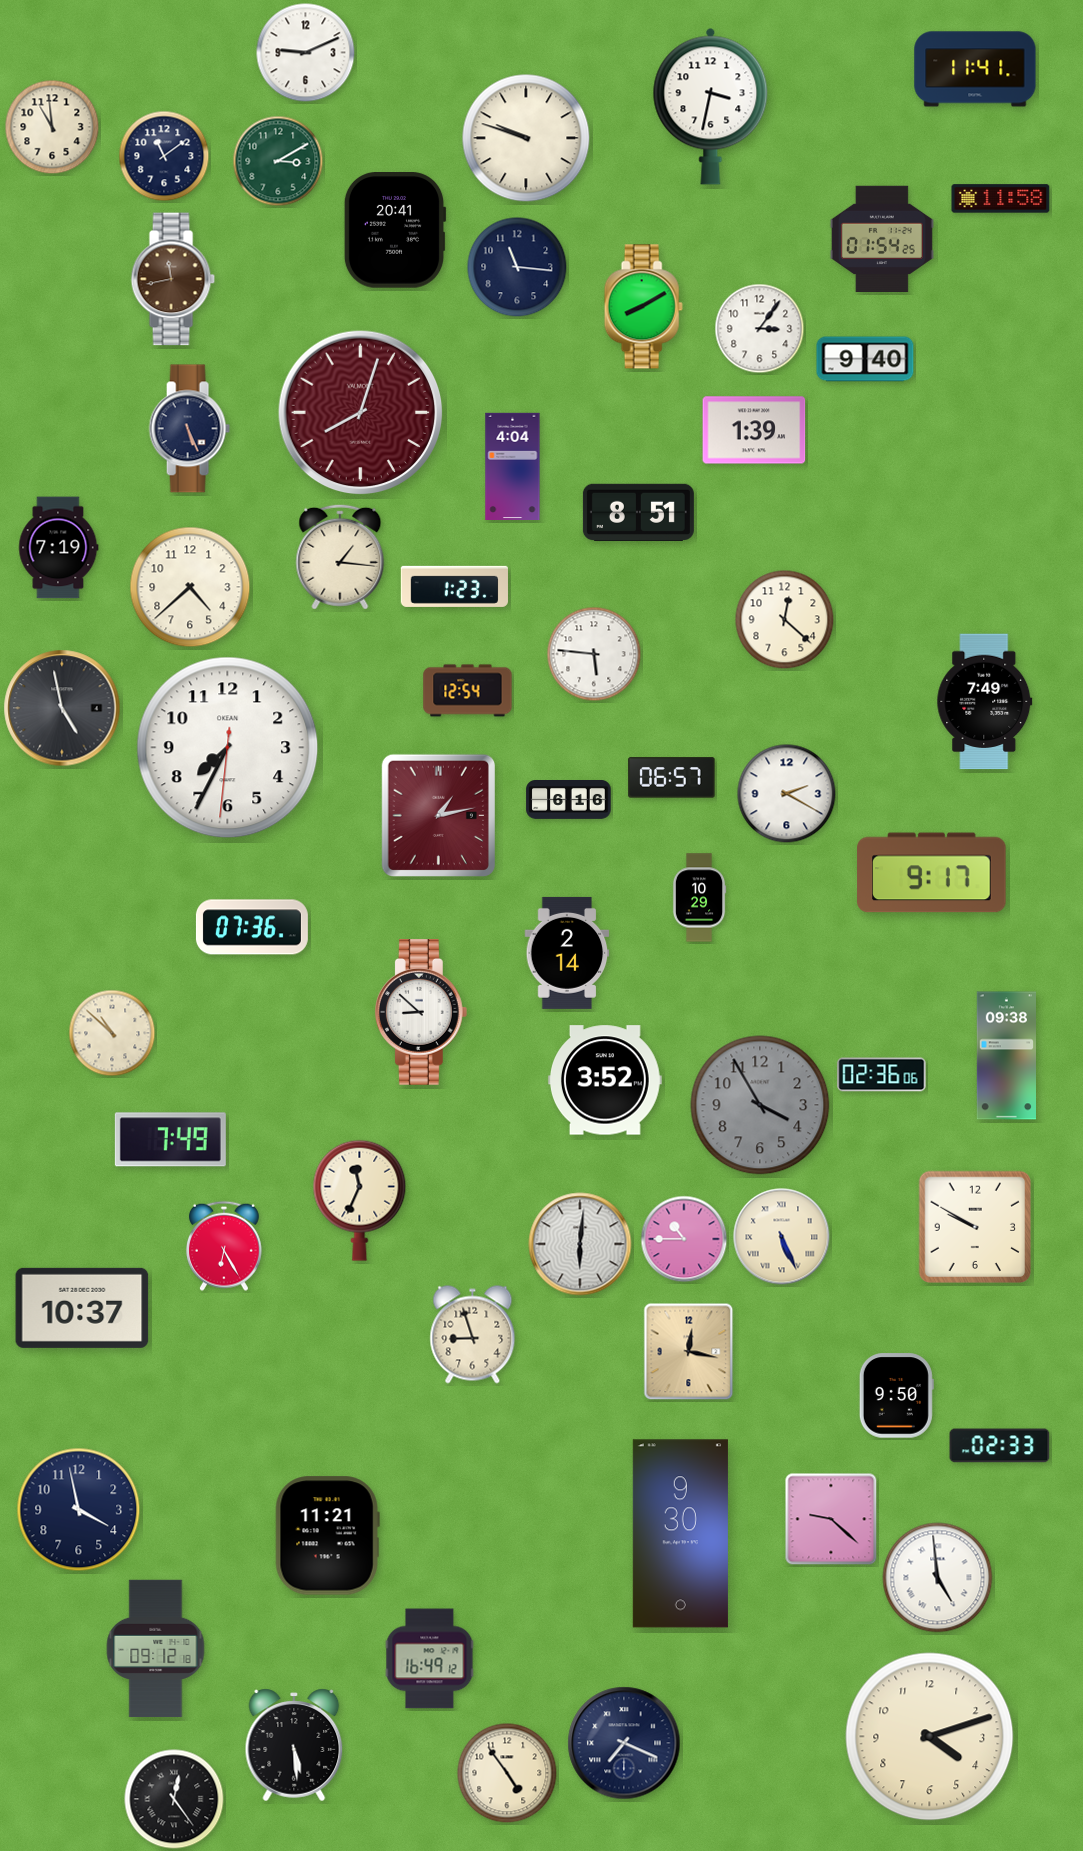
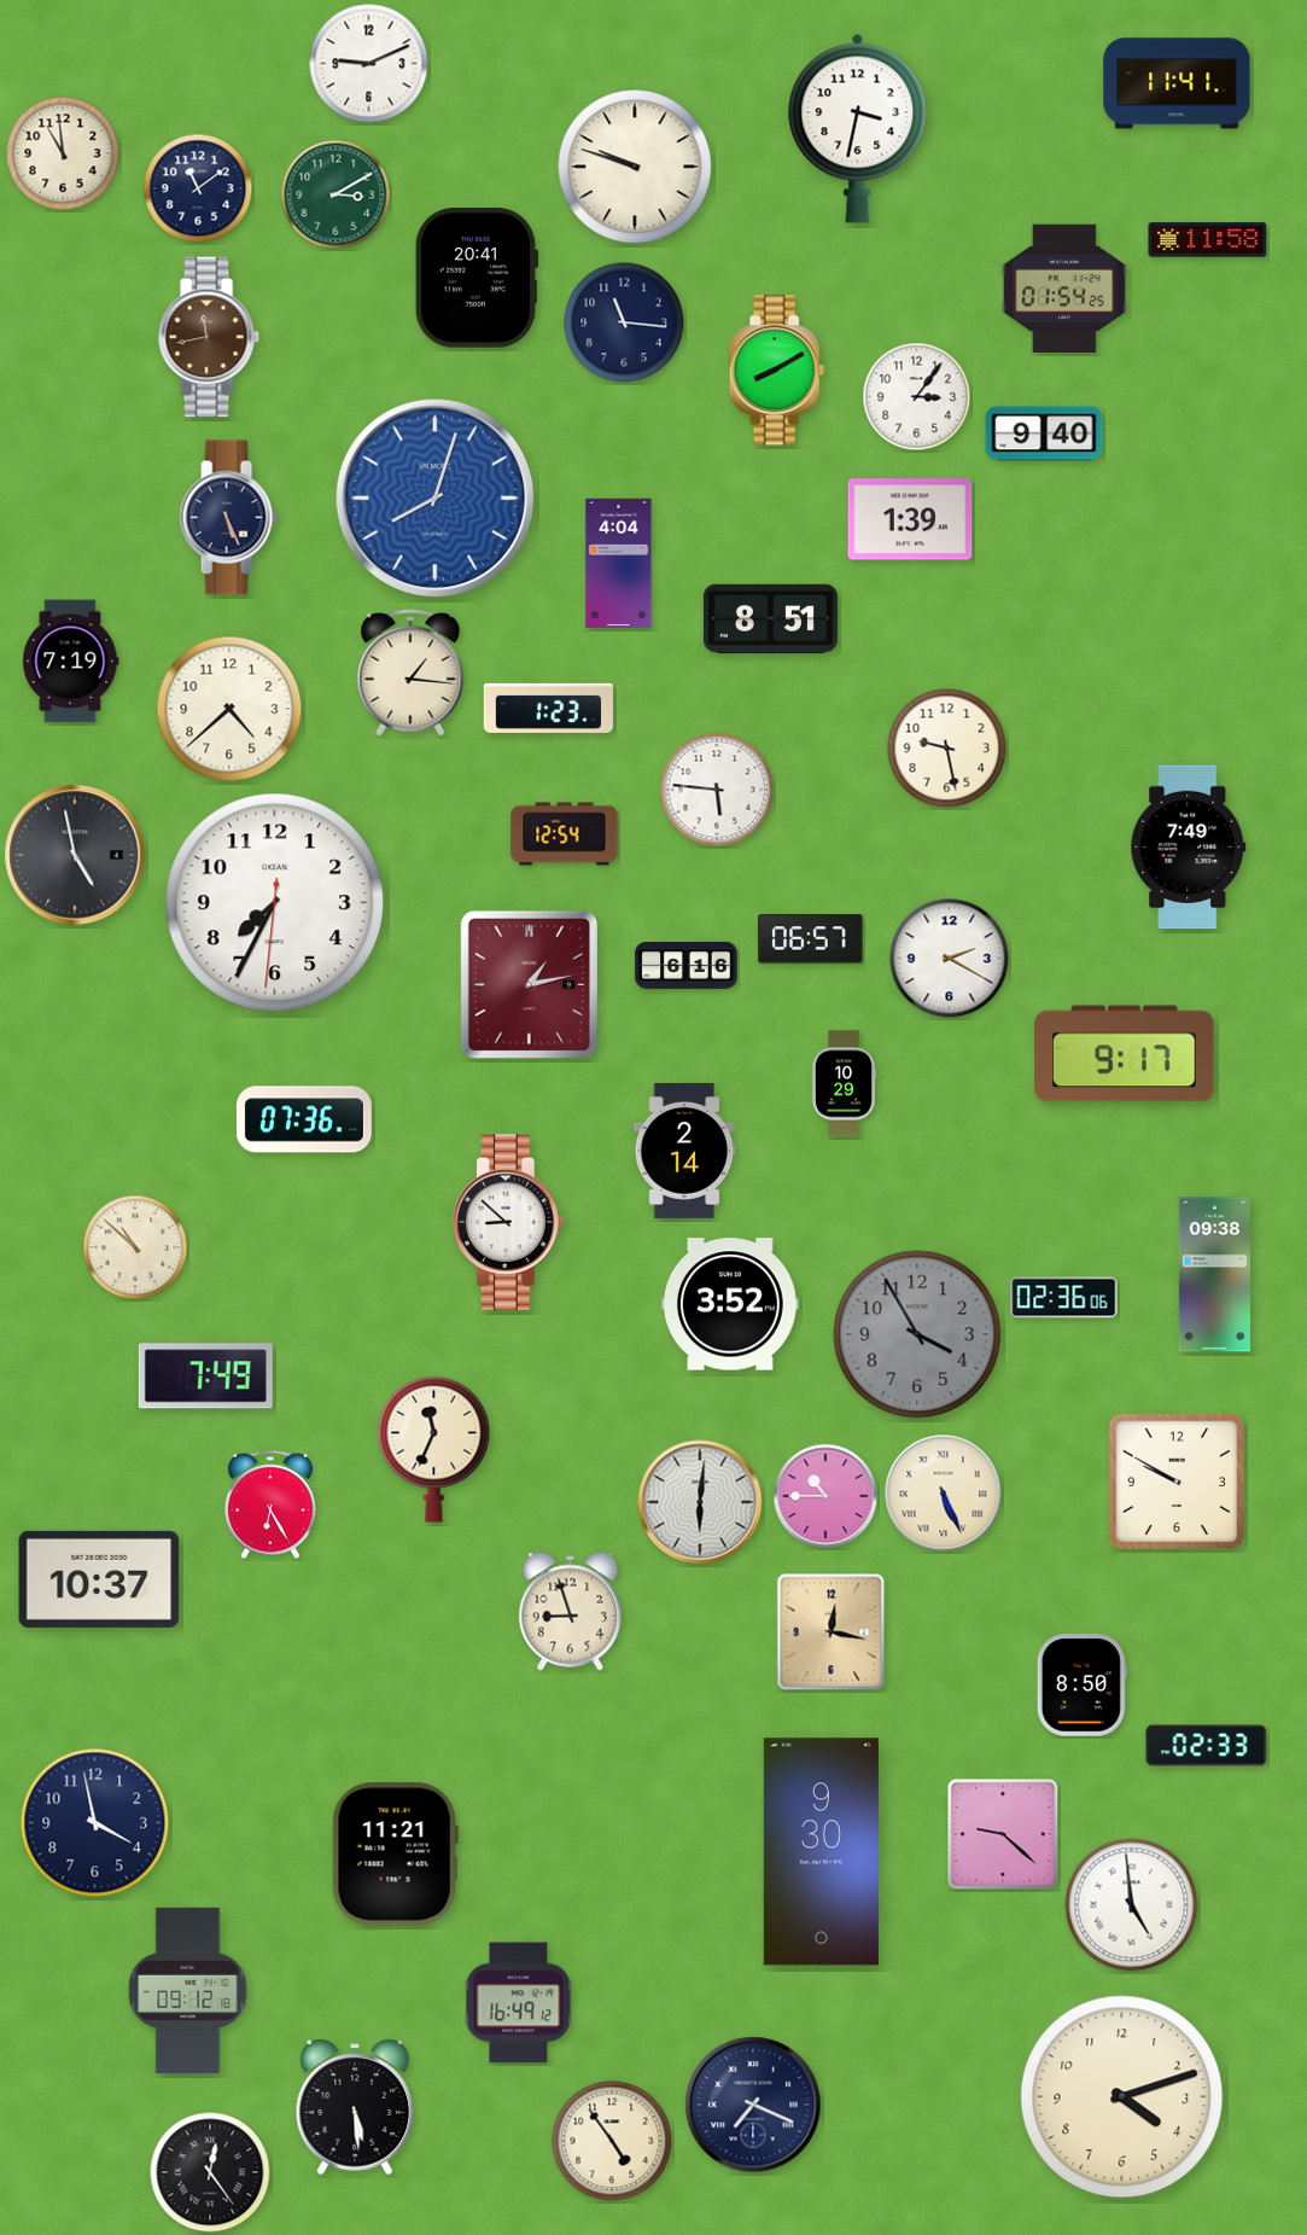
clock at (361, 413) dial: burgundy -> blue
clock at (785, 620): 12:22 -> 9:28
clock at (896, 1396): 9:50 -> 8:50
